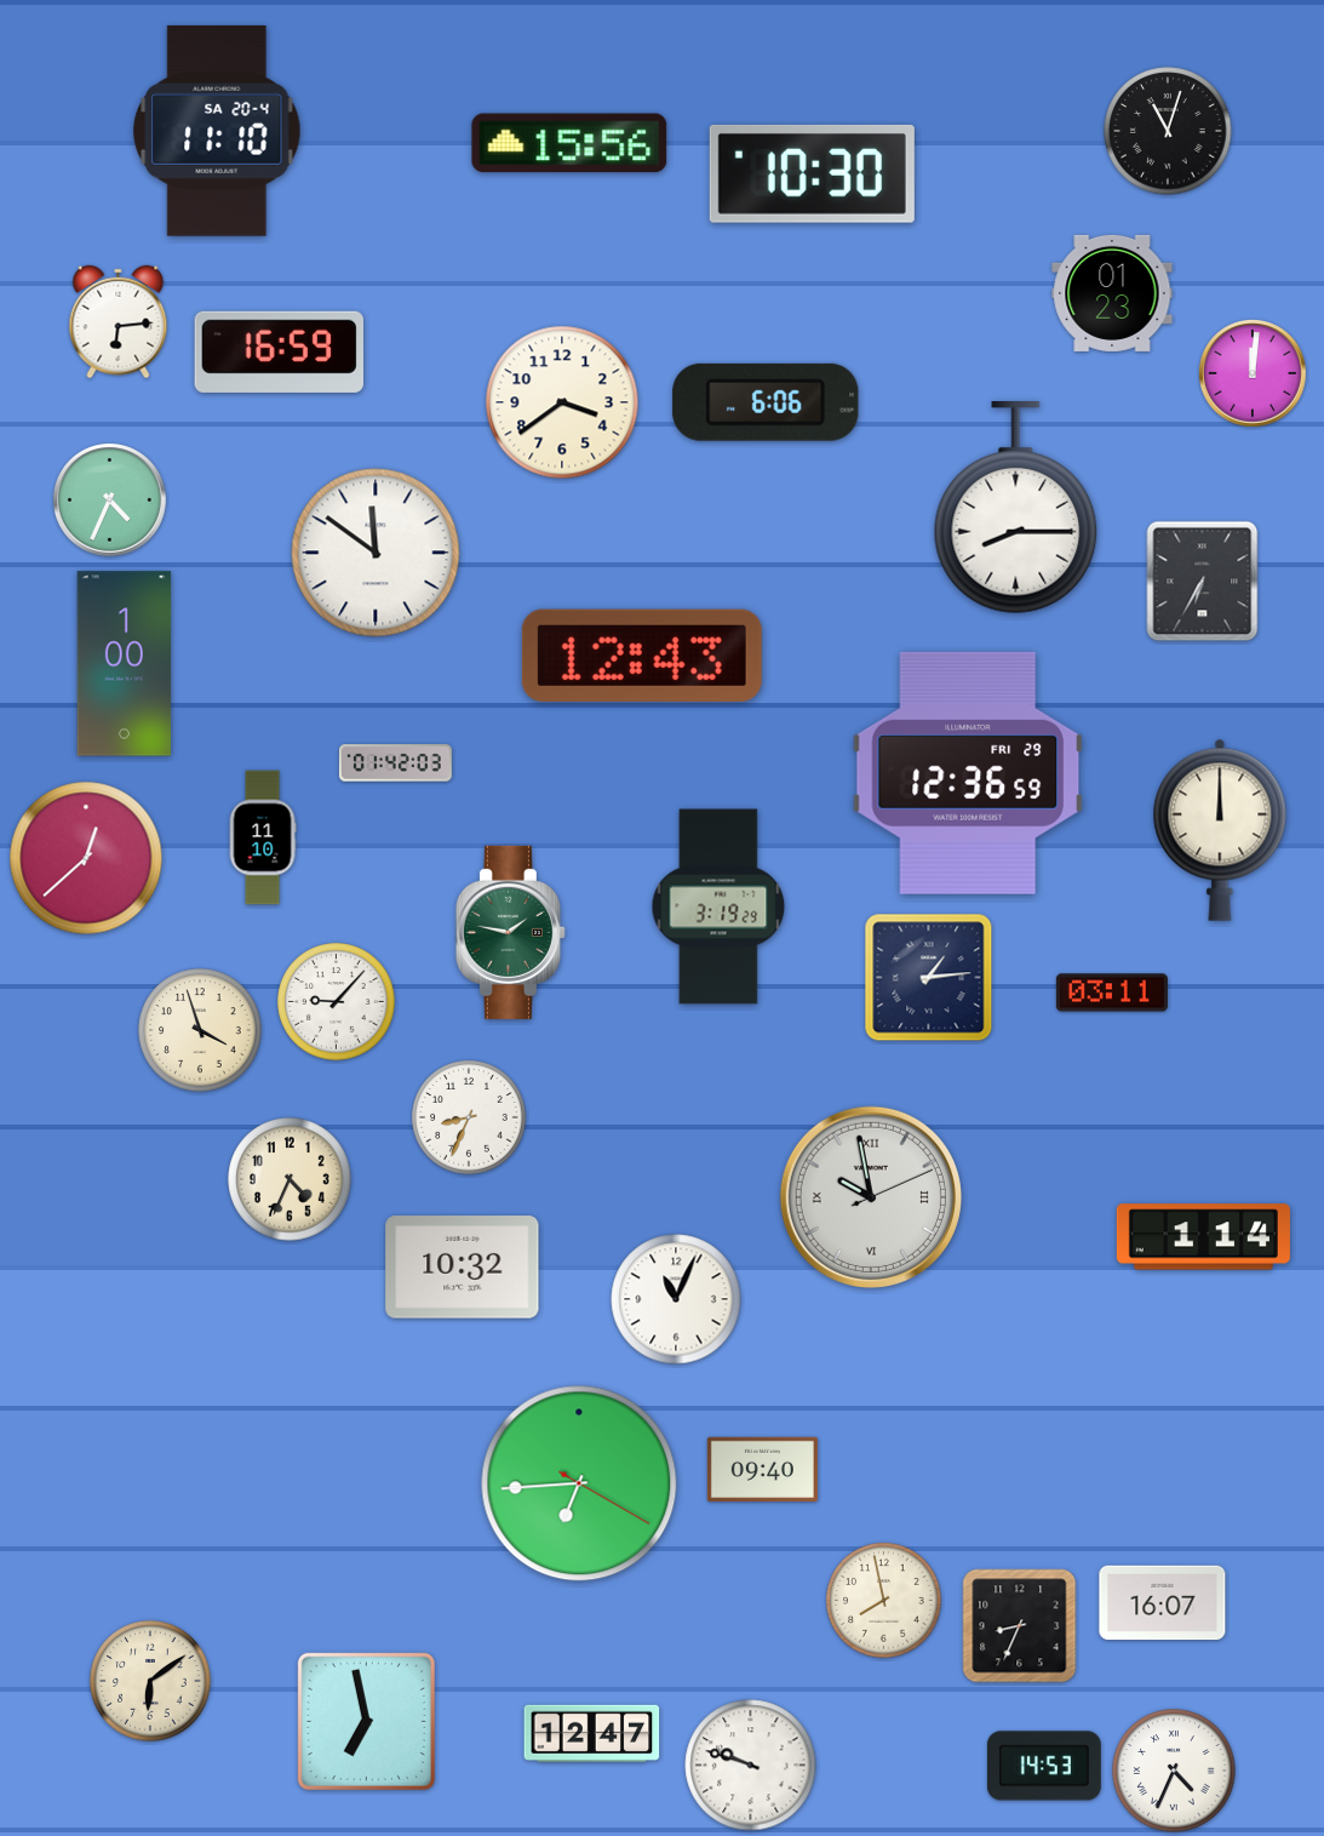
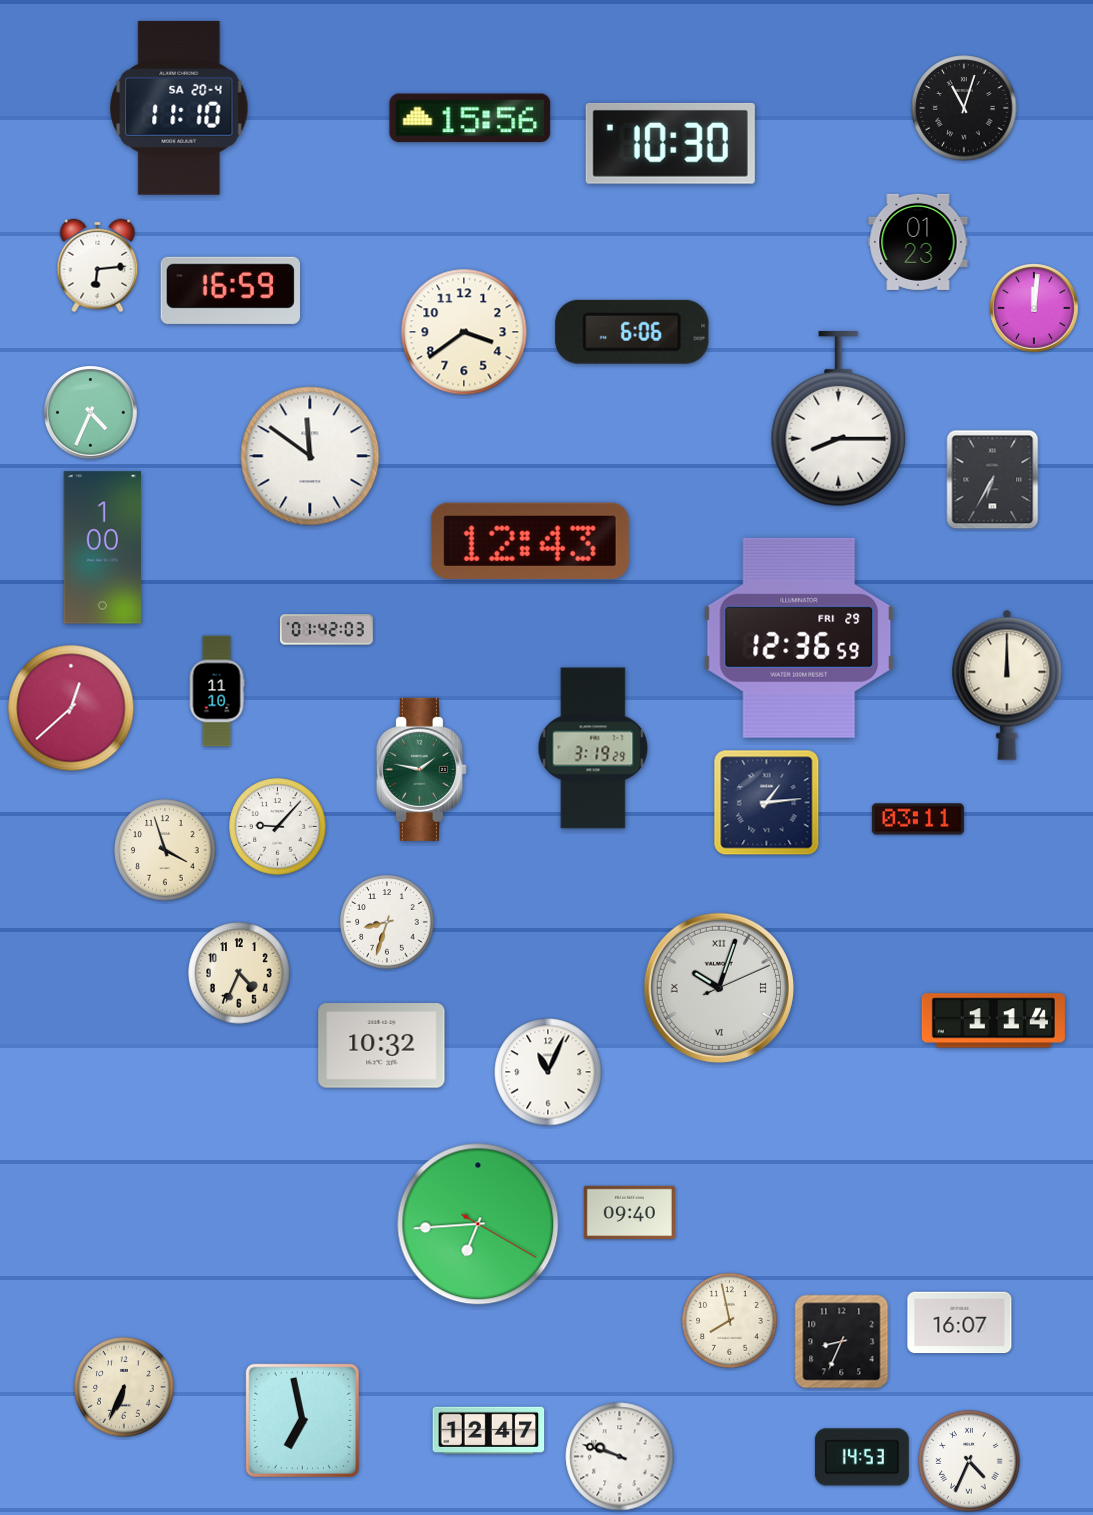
clock at (929, 978) position: (929, 978) -> (767, 803)
clock at (469, 1117): 8:34 -> 8:33
clock at (871, 1197): 9:58 -> 10:03
clock at (676, 1299) position: (676, 1299) -> (548, 1072)
clock at (150, 1681): 6:09 -> 6:34
